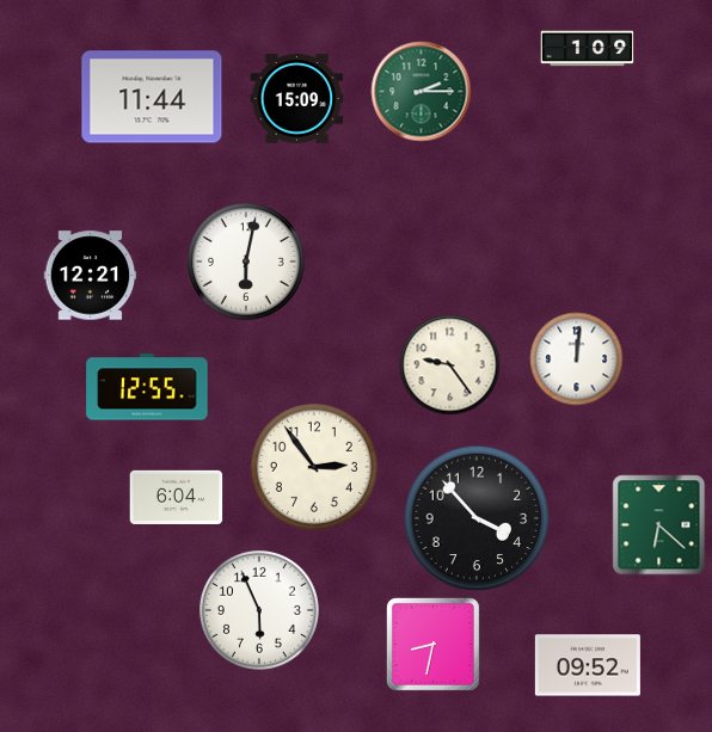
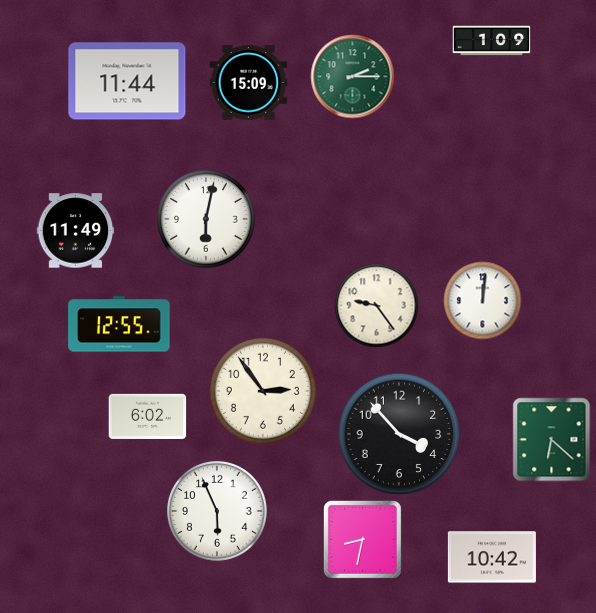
clock at (90, 276): 12:21 -> 11:49
clock at (147, 387) position: (147, 387) -> (119, 324)
clock at (176, 497): 6:04 -> 6:02
clock at (588, 665): 09:52 -> 10:42
